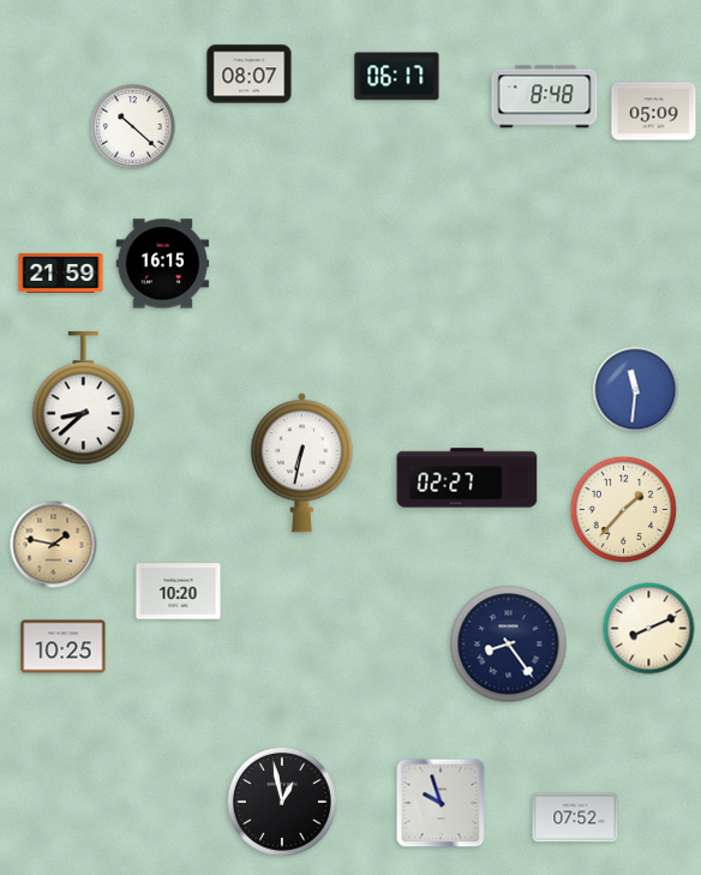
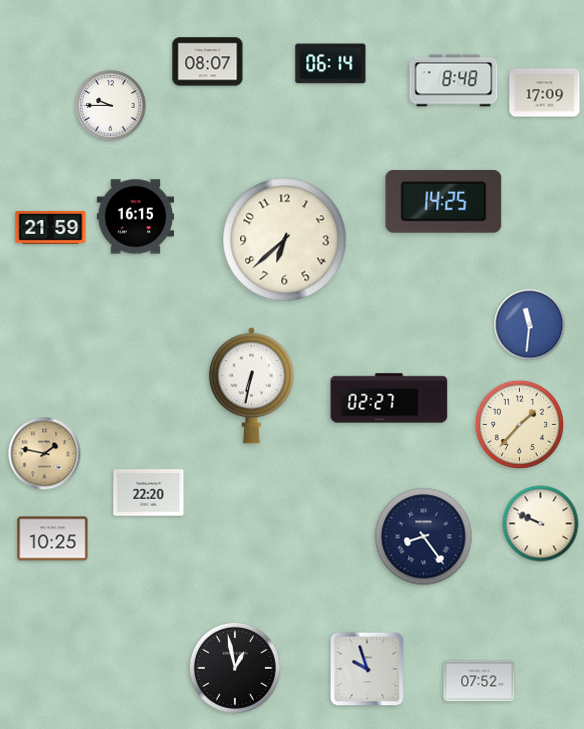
clock at (397, 77): 06:17 -> 06:14
clock at (654, 112): 05:09 -> 17:09
clock at (133, 127): 10:22 -> 9:45
clock at (444, 201): none -> 14:25
clock at (162, 264) position: (162, 264) -> (135, 217)
clock at (285, 240): none -> 6:38
clock at (84, 398): 8:38 -> none
clock at (179, 592): 10:20 -> 22:20
clock at (649, 629): 8:11 -> 9:49
